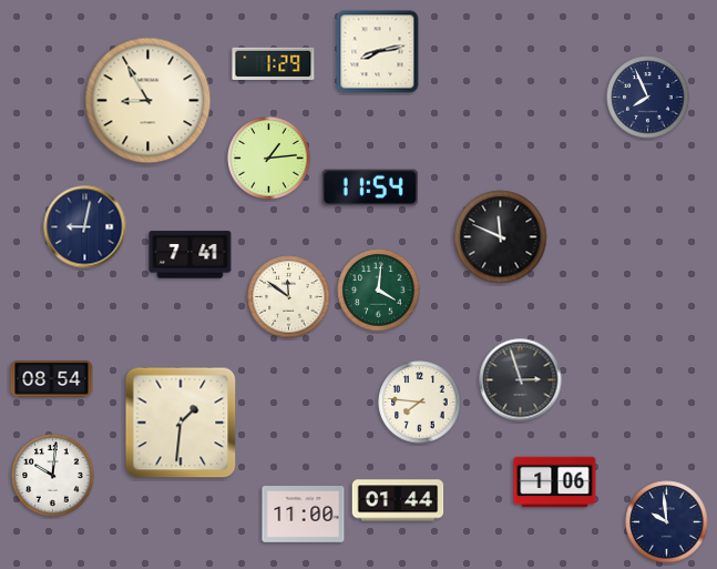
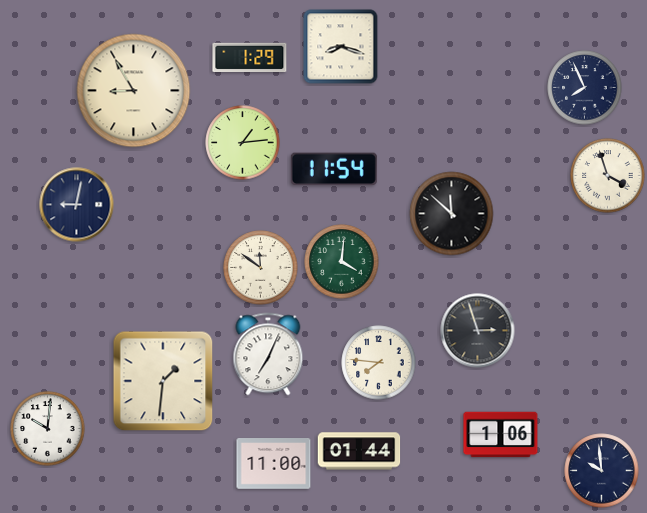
clock at (378, 52): 8:13 -> 8:18
clock at (274, 63) position: (274, 63) -> (250, 57)
clock at (608, 176): none -> 3:57
clock at (501, 237): 11:49 -> 11:52
clock at (191, 255): 7:41 -> none
clock at (52, 378): 08:54 -> none
clock at (521, 380) position: (521, 380) -> (478, 331)
clock at (268, 354): none -> 7:04
